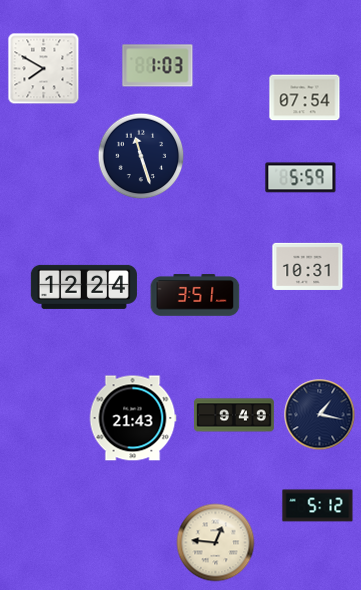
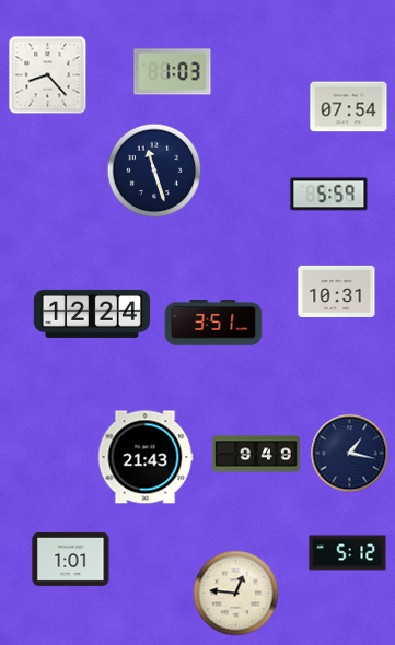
clock at (44, 69): 7:50 -> 8:23
clock at (305, 98) position: (305, 98) -> (349, 107)
clock at (71, 559): none -> 1:01
